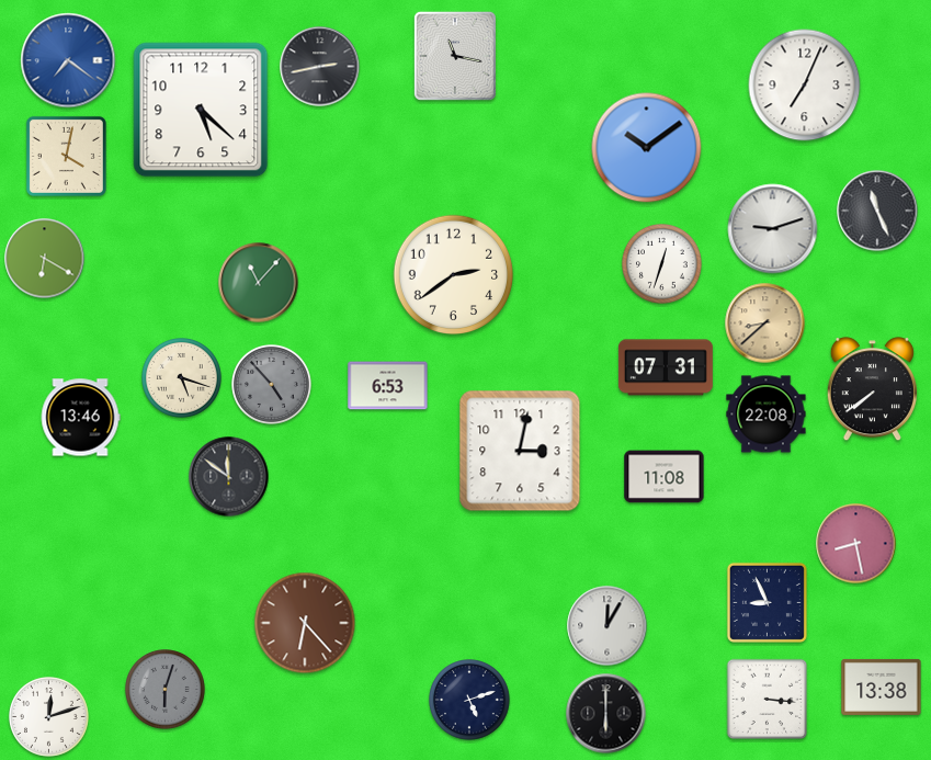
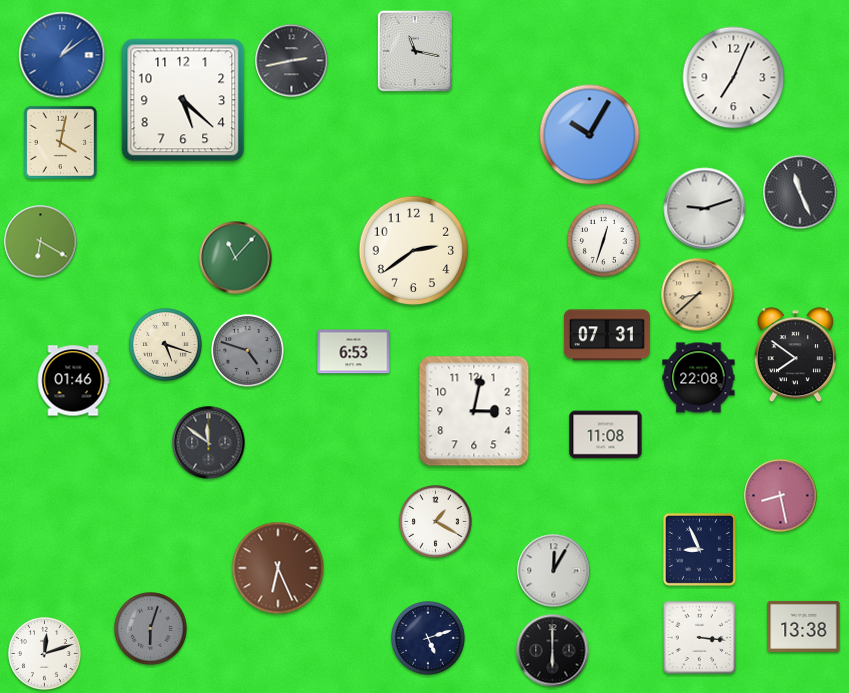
clock at (68, 60): 7:21 -> 1:09
clock at (647, 148): 10:09 -> 10:05
clock at (45, 259) position: (45, 259) -> (41, 242)
clock at (272, 385): 4:53 -> 4:48
clock at (872, 389): 7:39 -> 7:51
clock at (80, 418): 13:46 -> 01:46
clock at (229, 477) position: (229, 477) -> (209, 443)
clock at (436, 522): none -> 1:20
clock at (305, 623): 6:23 -> 6:26
